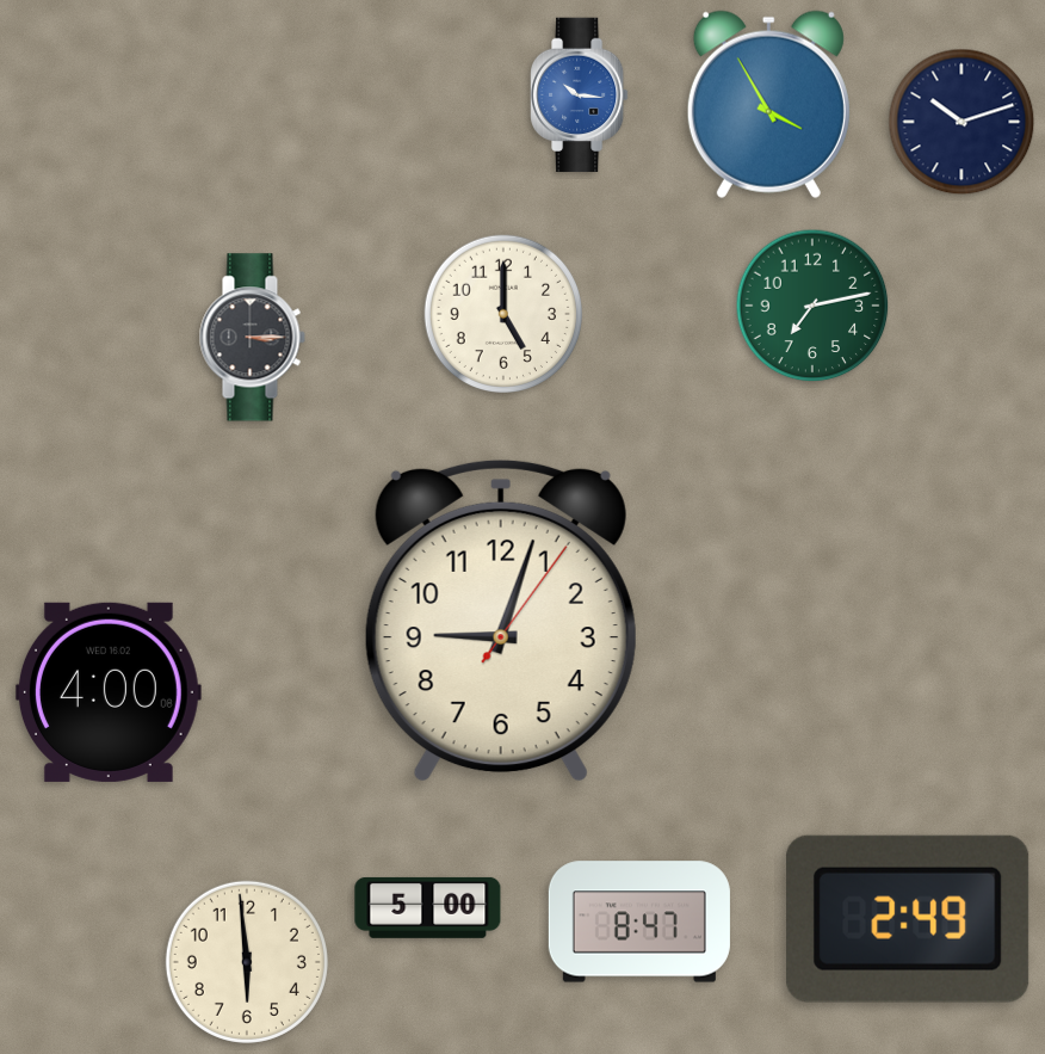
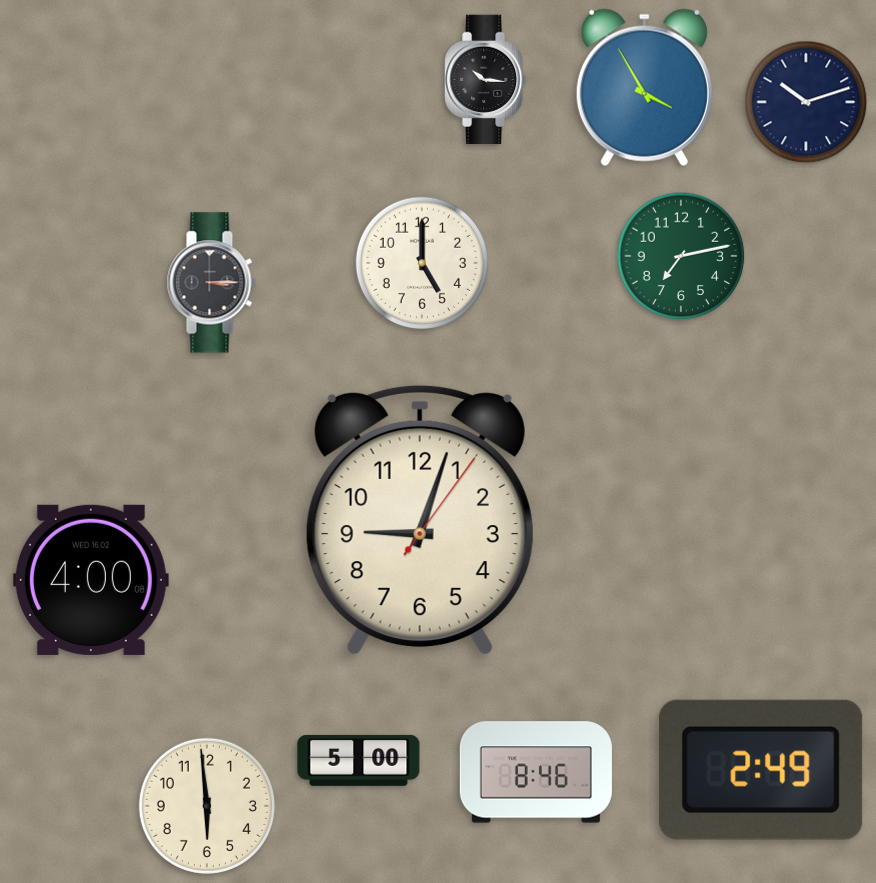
clock at (580, 95) dial: blue -> black
clock at (639, 922): 8:47 -> 8:46
